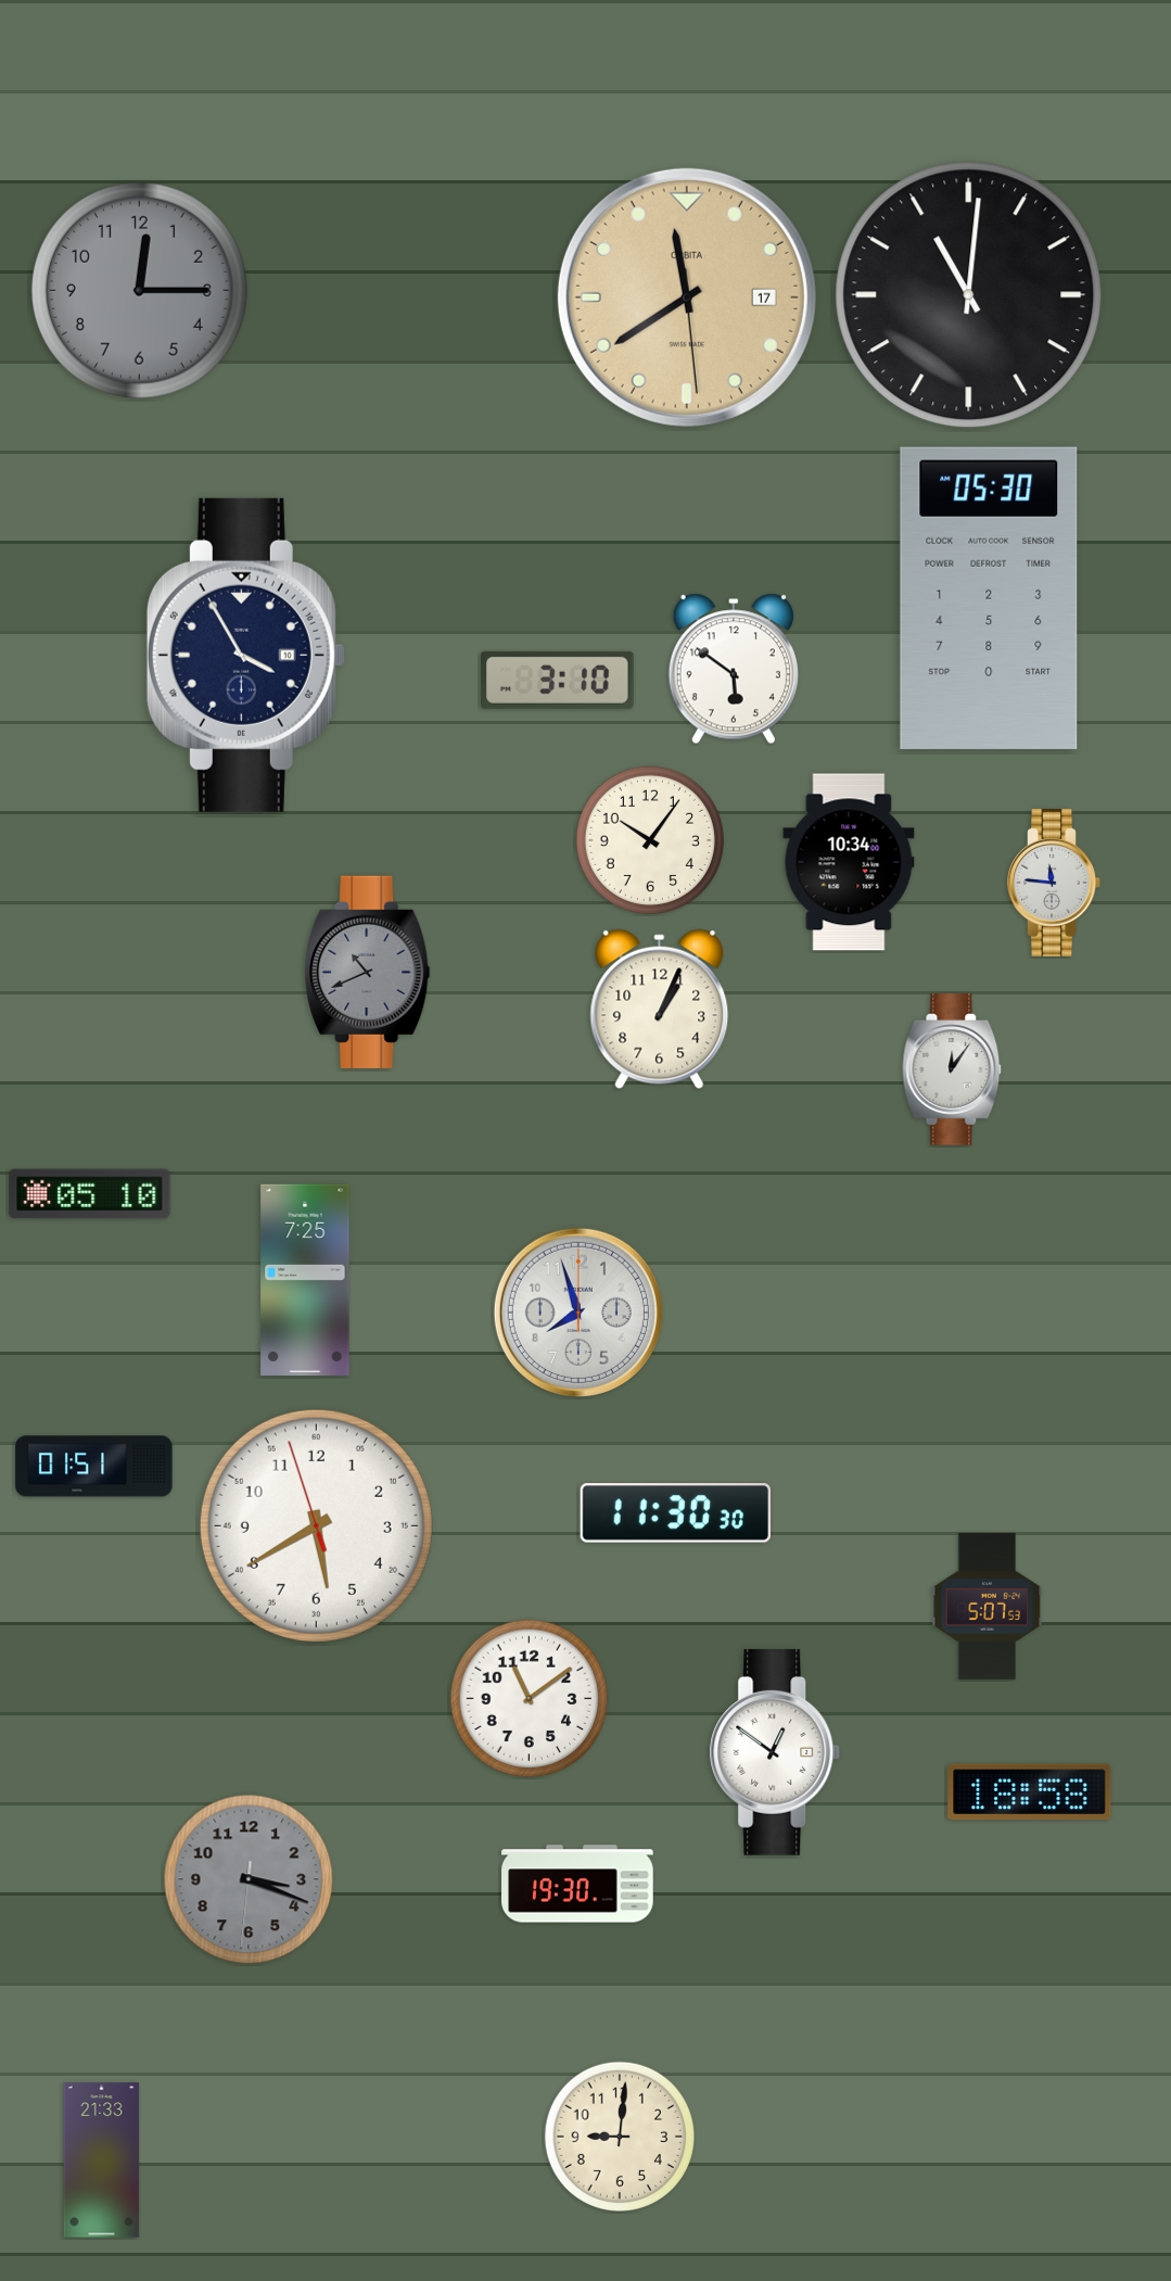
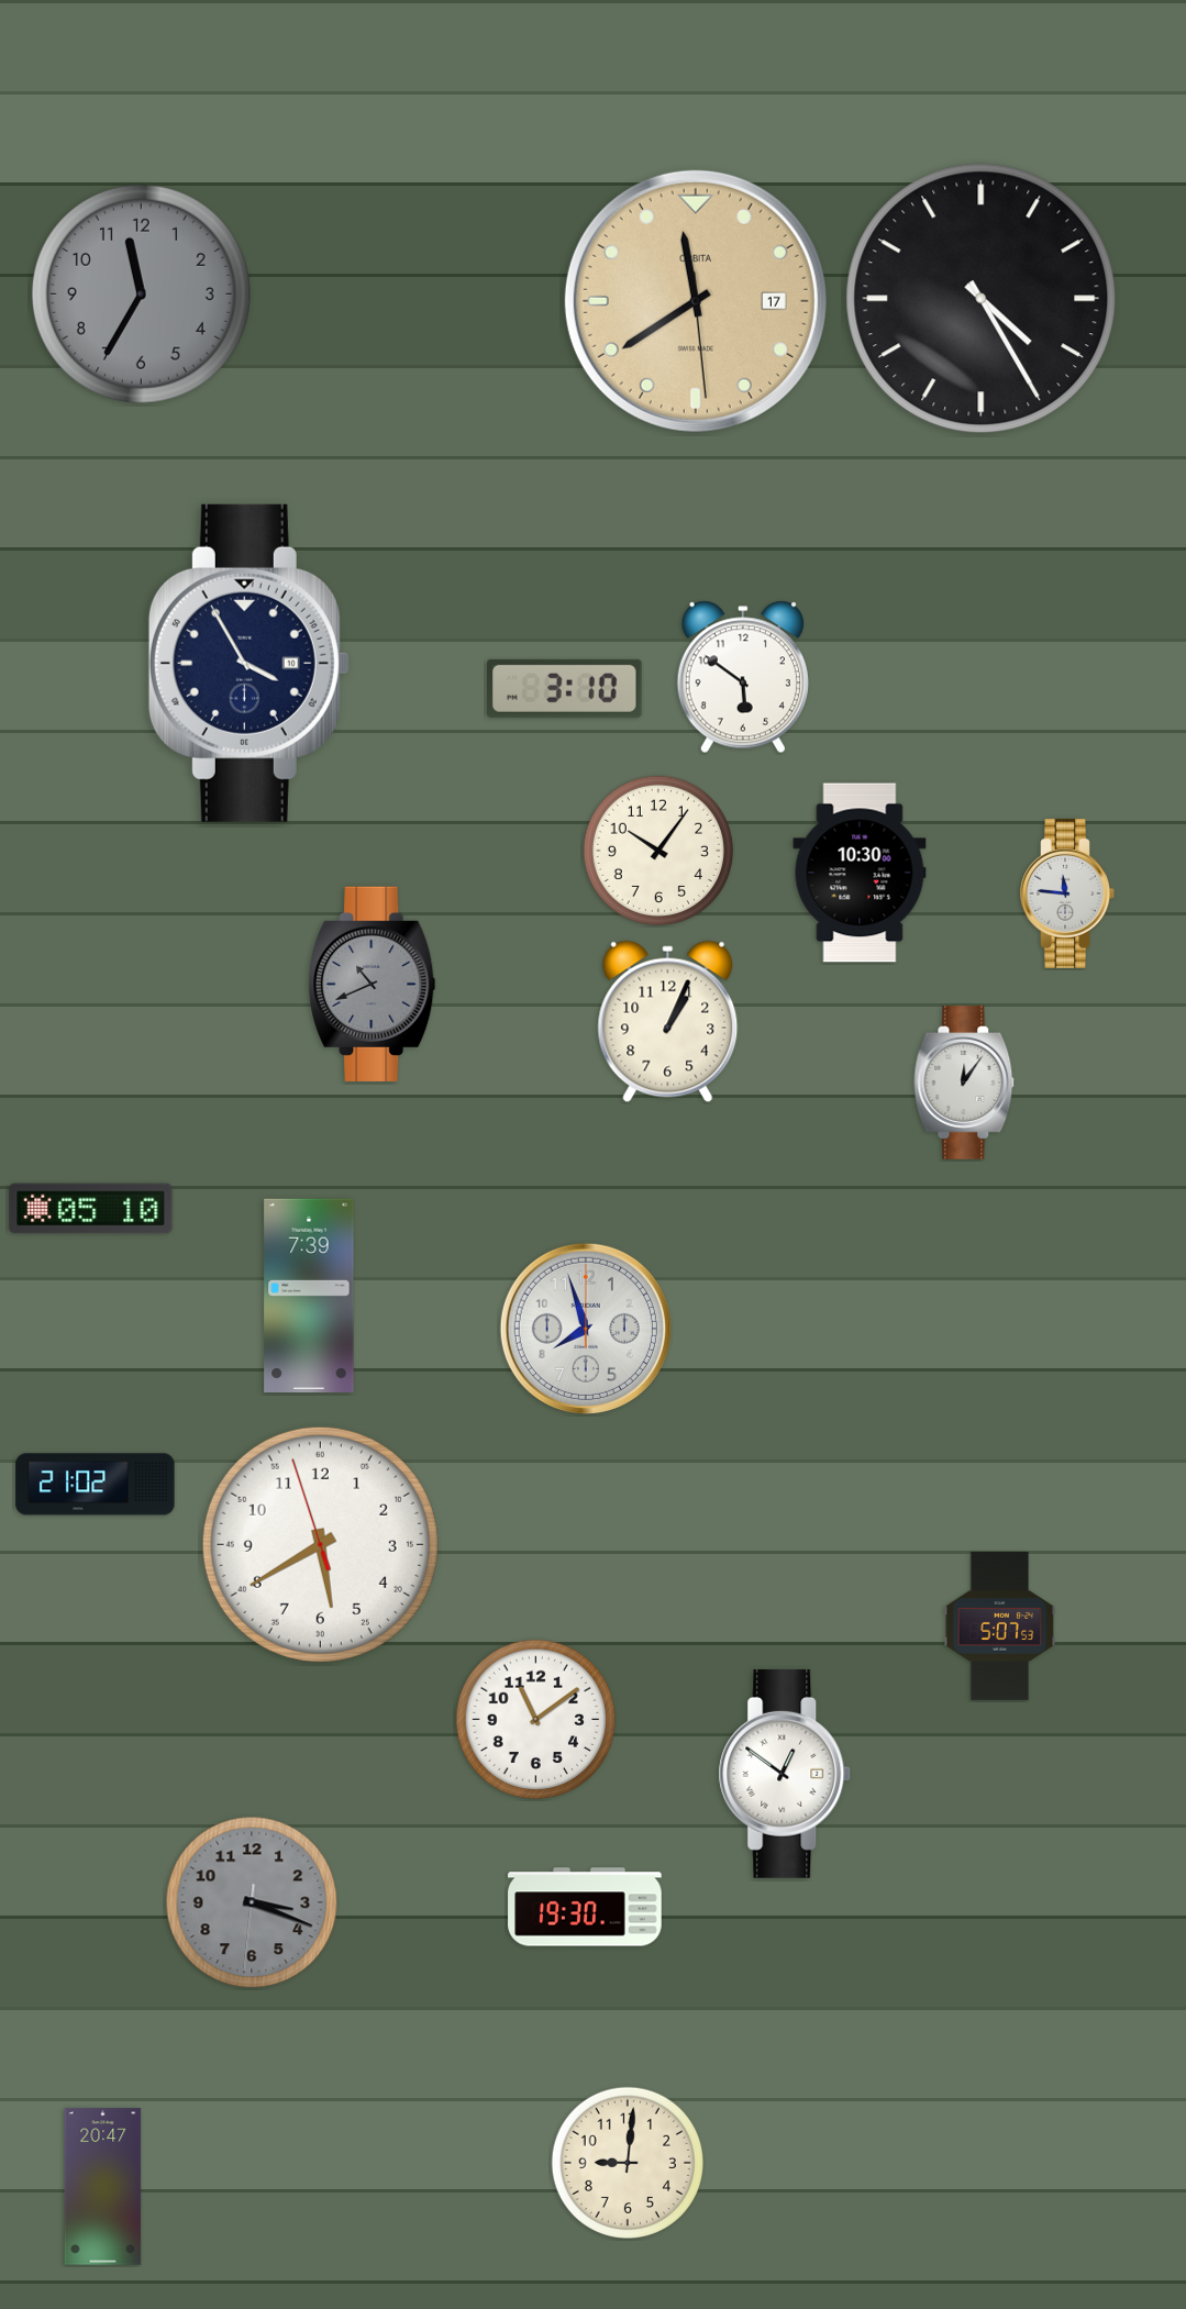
clock at (139, 290): 12:15 -> 11:35
clock at (969, 295): 11:01 -> 4:25
clock at (989, 598): 05:30 -> none
clock at (849, 862): 10:34 -> 10:30
clock at (305, 1279): 7:25 -> 7:39
clock at (94, 1467): 01:51 -> 21:02
clock at (675, 1513): 11:30 -> none
clock at (1030, 1792): 18:58 -> none
clock at (102, 2160): 21:33 -> 20:47
